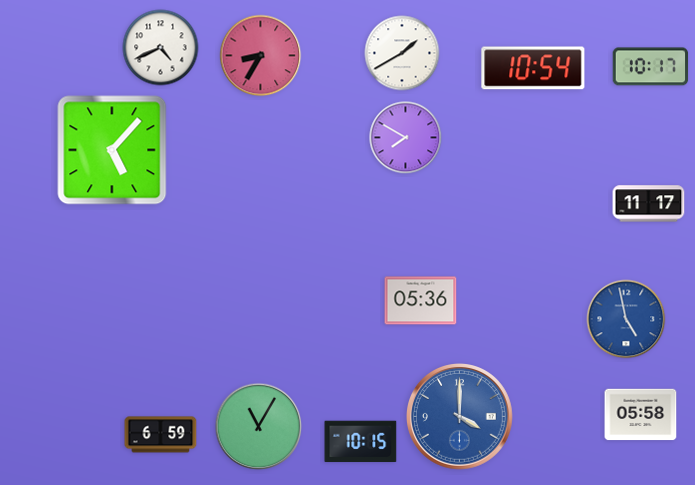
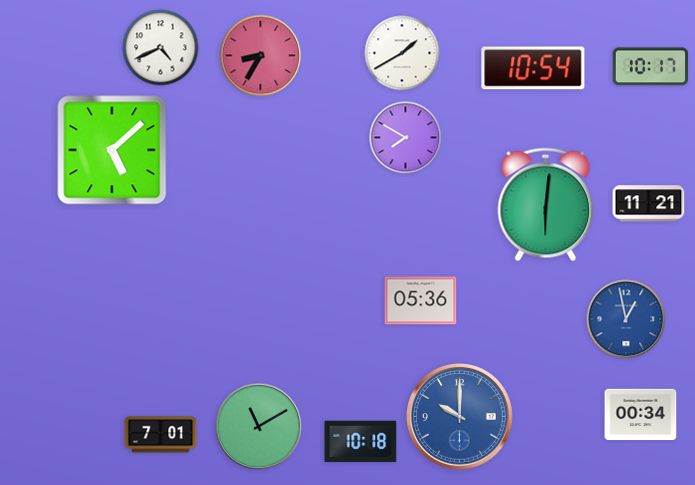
clock at (112, 150): 5:07 -> 5:08
clock at (649, 204): 11:17 -> 11:21
clock at (546, 205): none -> 6:01
clock at (626, 319): 4:58 -> 12:58
clock at (641, 415): 05:58 -> 00:34
clock at (460, 417): 4:00 -> 10:00
clock at (259, 427): 11:05 -> 11:10
clock at (161, 435): 6:59 -> 7:01
clock at (361, 442): 10:15 -> 10:18
